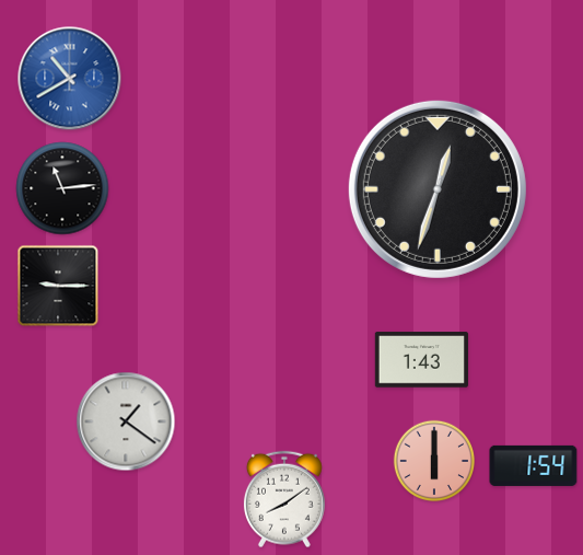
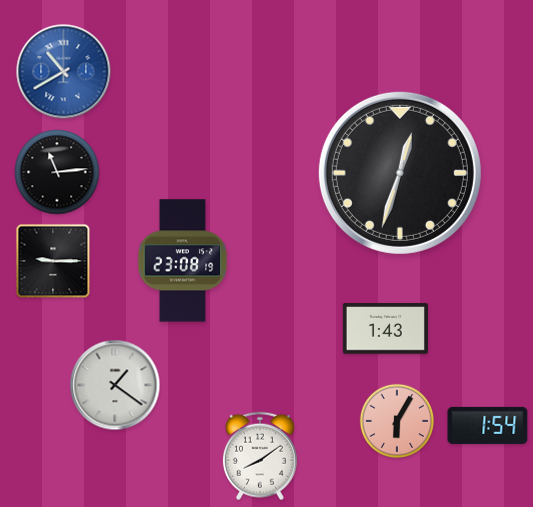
clock at (183, 261): none -> 23:08
clock at (434, 461): 6:00 -> 6:05
